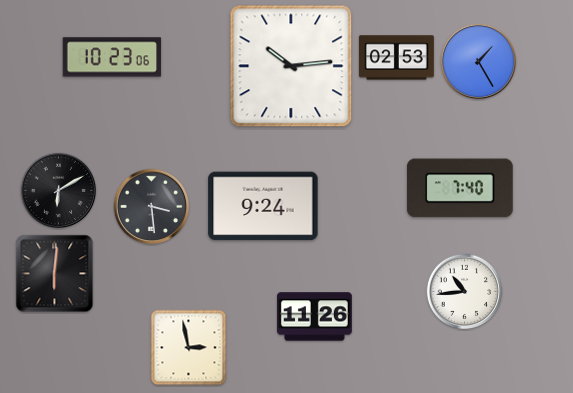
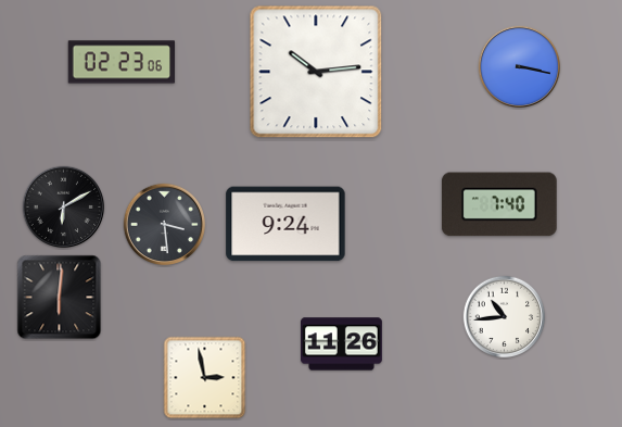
clock at (112, 57): 10:23 -> 02:23
clock at (396, 58): 02:53 -> none
clock at (479, 62): 1:25 -> 3:17
